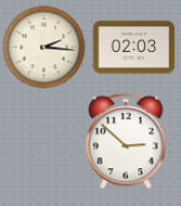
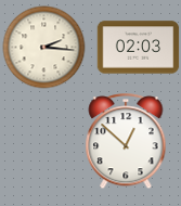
clock at (134, 48) position: (134, 48) -> (139, 48)
clock at (126, 142): 2:52 -> 12:52
